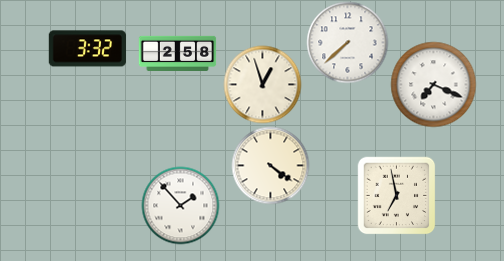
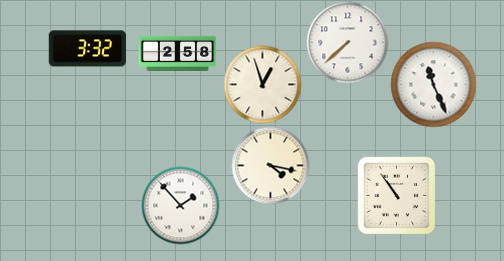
clock at (433, 84): 7:19 -> 11:26
clock at (270, 165): 4:21 -> 4:17
clock at (396, 195): 6:58 -> 10:54
